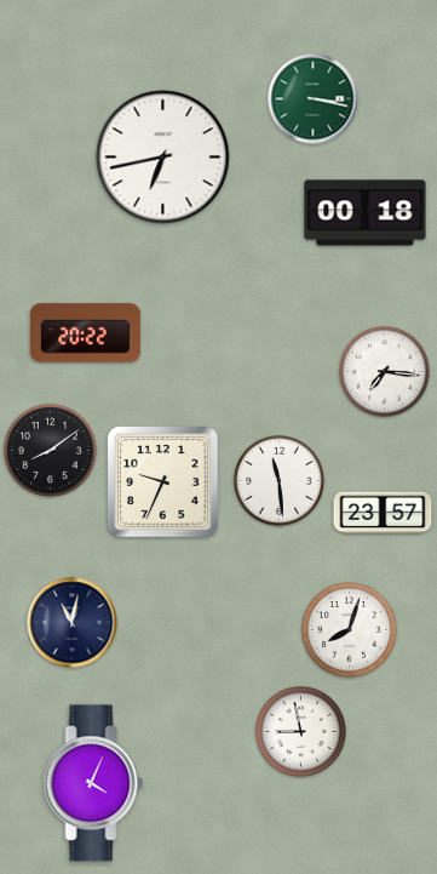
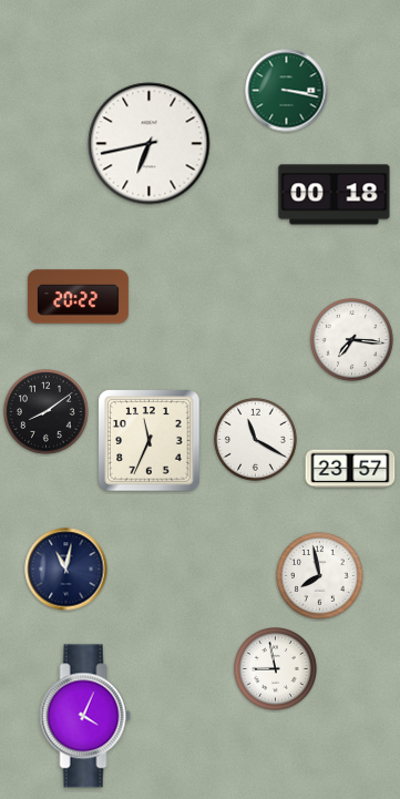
clock at (85, 333) position: (85, 333) -> (78, 297)
clock at (280, 481): 11:29 -> 11:20
clock at (163, 482): 9:34 -> 11:34
clock at (350, 630): 8:03 -> 7:58
